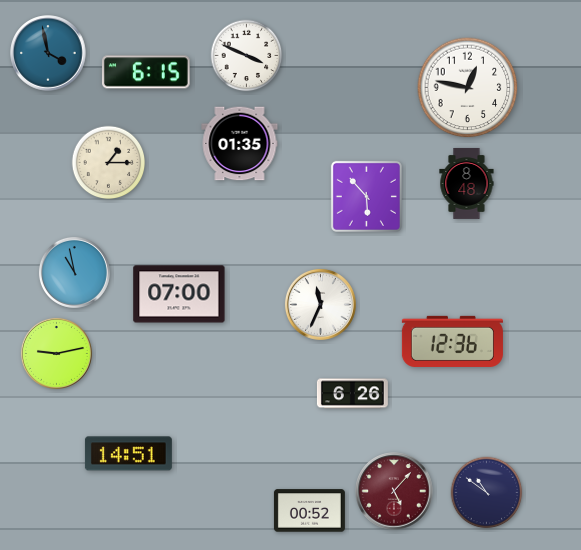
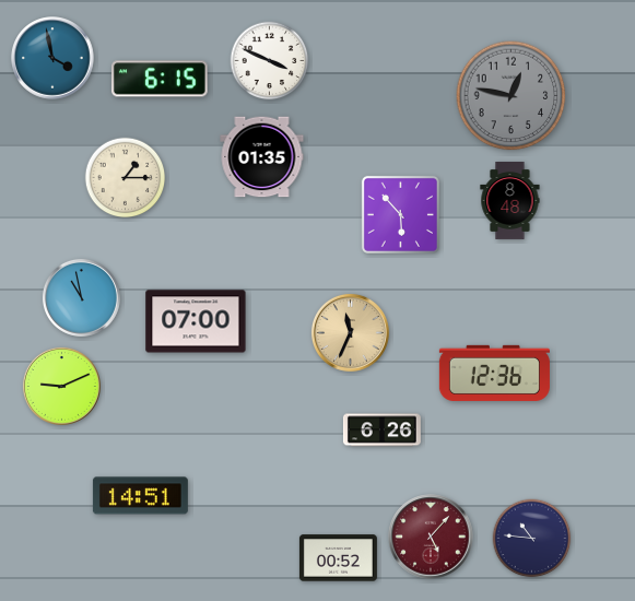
clock at (468, 88) dial: white -> grey
clock at (109, 163) position: (109, 163) -> (126, 178)
clock at (320, 304) dial: white -> champagne
clock at (56, 353): 9:13 -> 9:11
clock at (352, 394) position: (352, 394) -> (381, 431)
clock at (487, 493): 10:51 -> 10:46
